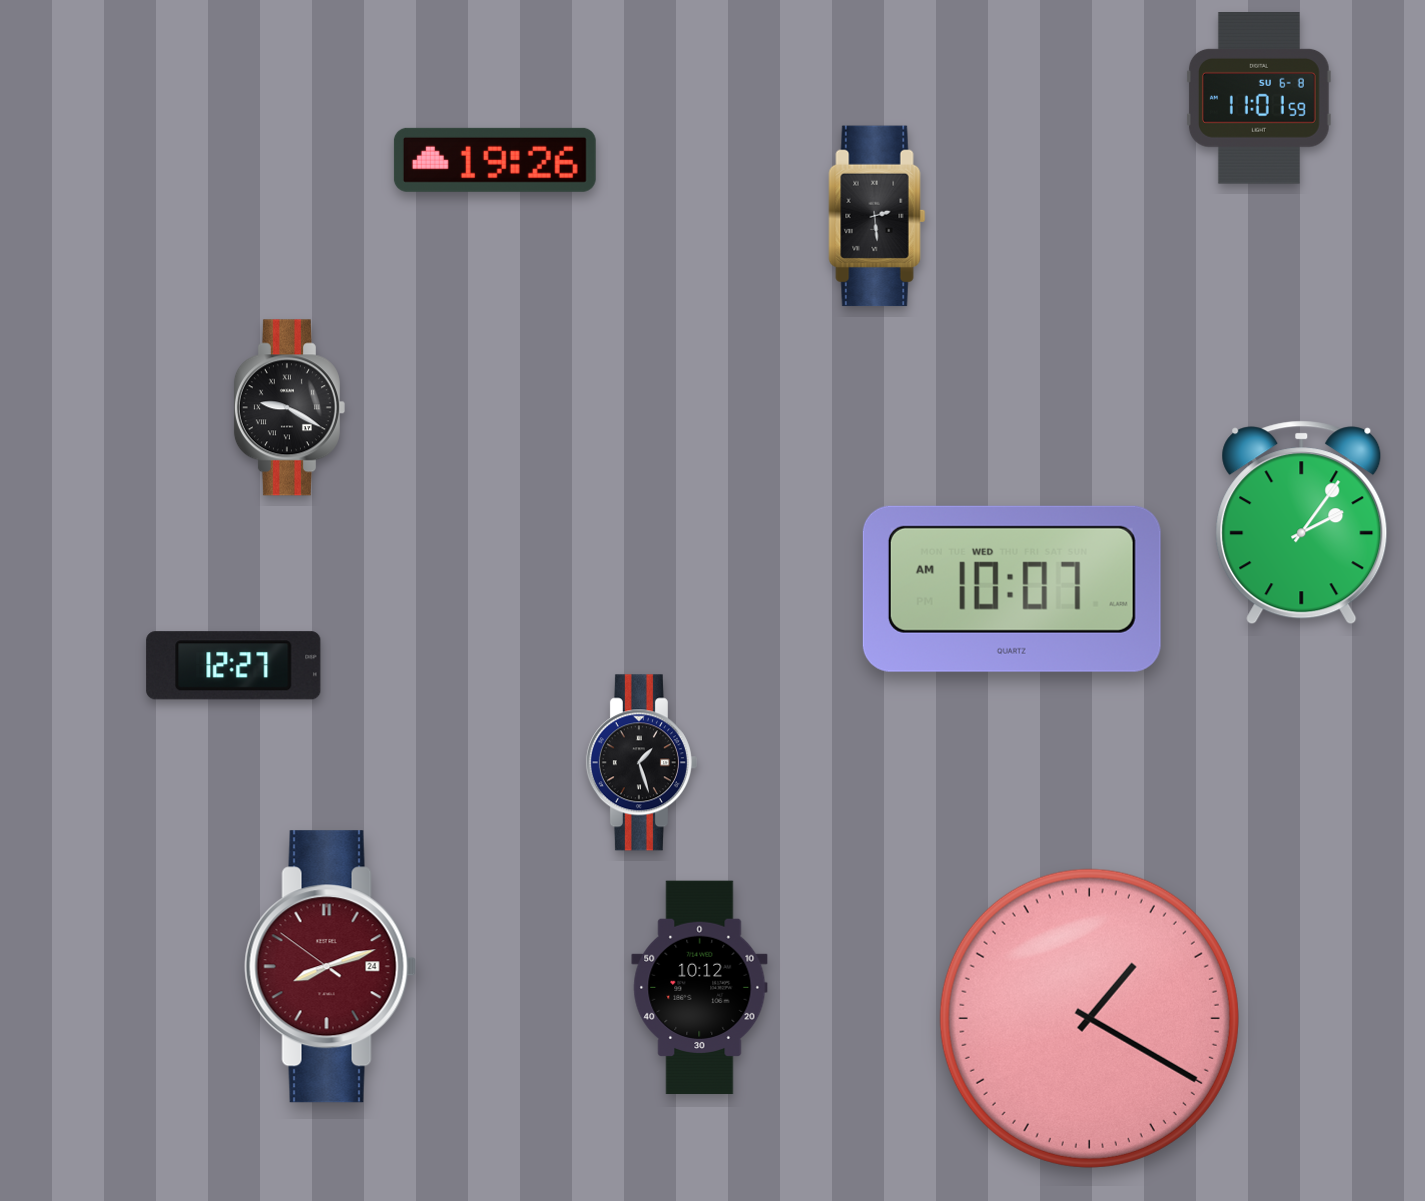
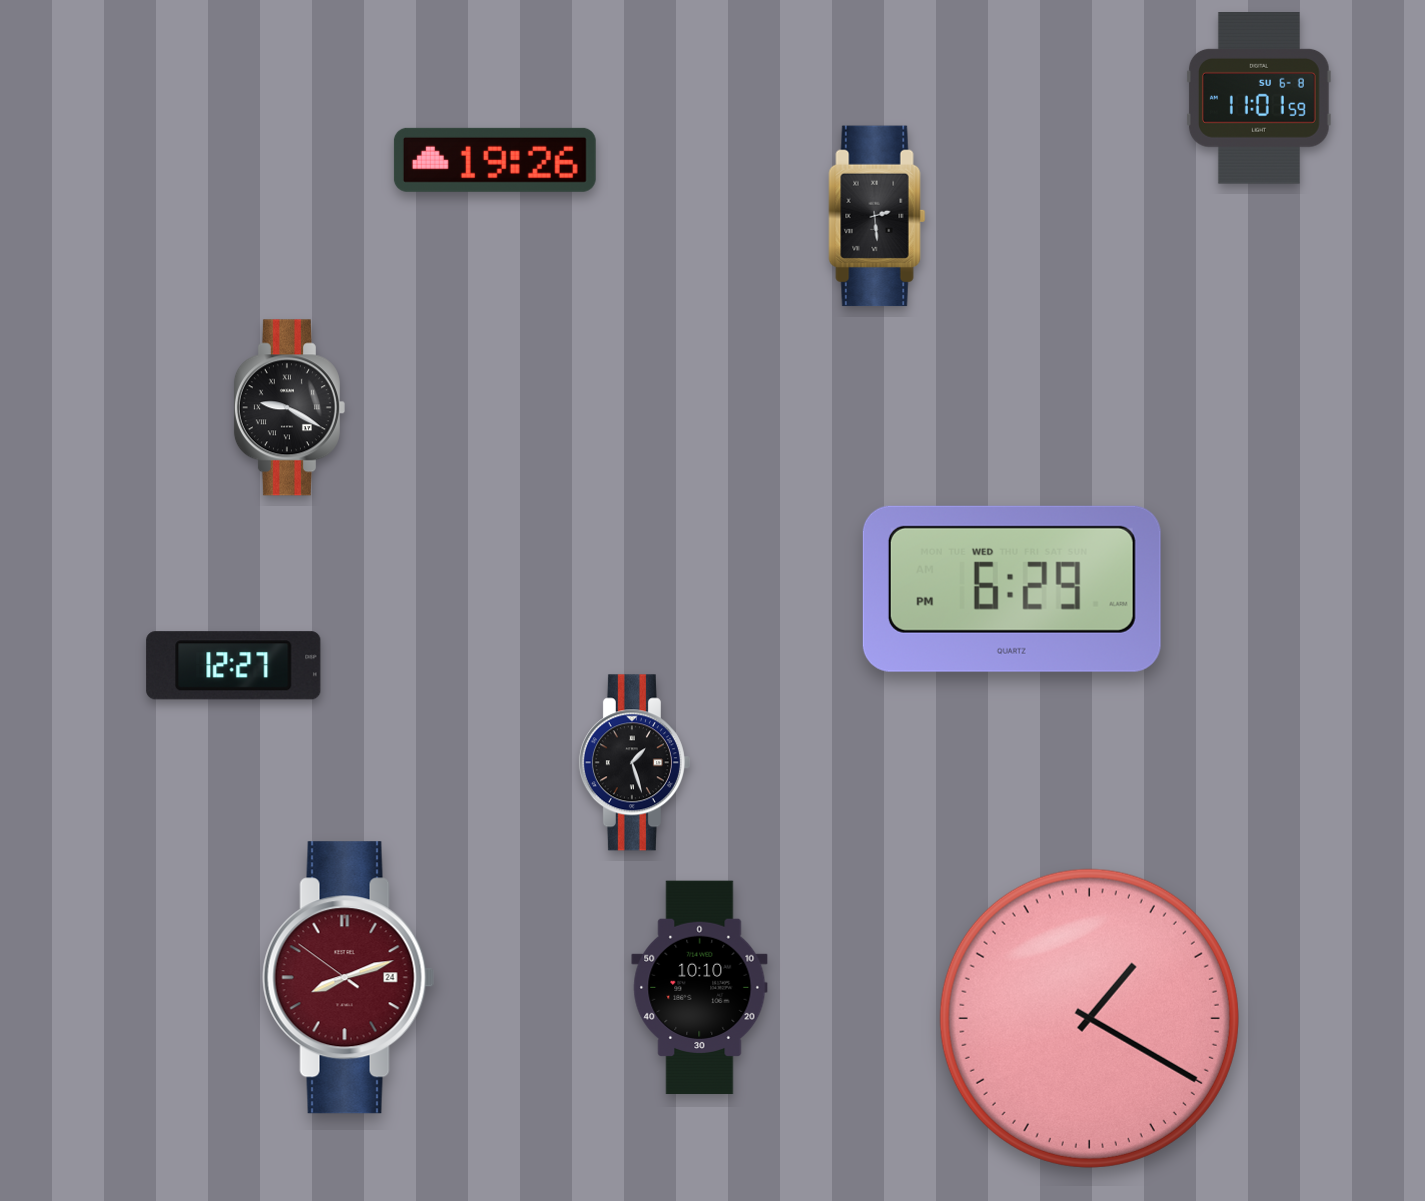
clock at (1302, 523): 2:06 -> none
clock at (1012, 589): 10:07 -> 6:29
clock at (641, 763) position: (641, 763) -> (634, 763)
clock at (331, 967) position: (331, 967) -> (349, 978)
clock at (700, 988): 10:12 -> 10:10
